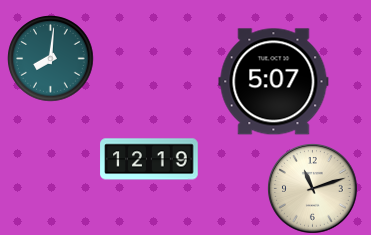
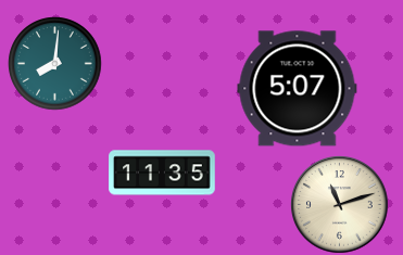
clock at (149, 159): 12:19 -> 11:35
